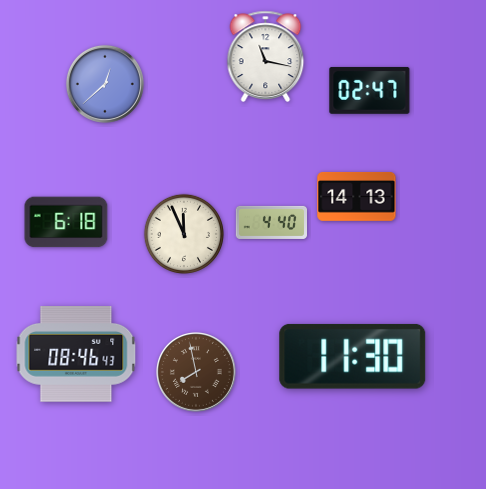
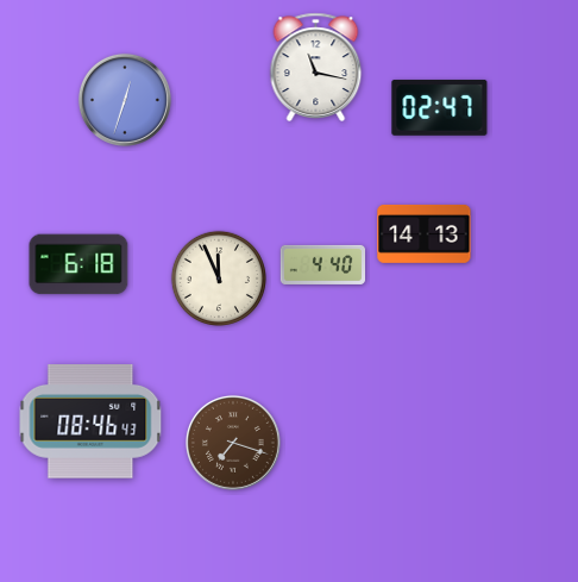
clock at (105, 84): 12:38 -> 12:33
clock at (353, 356): 11:30 -> none
clock at (196, 372): 7:58 -> 7:18
